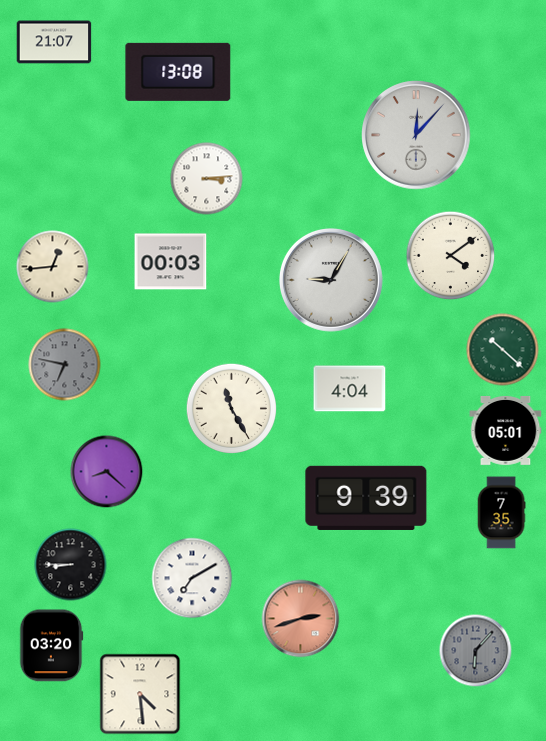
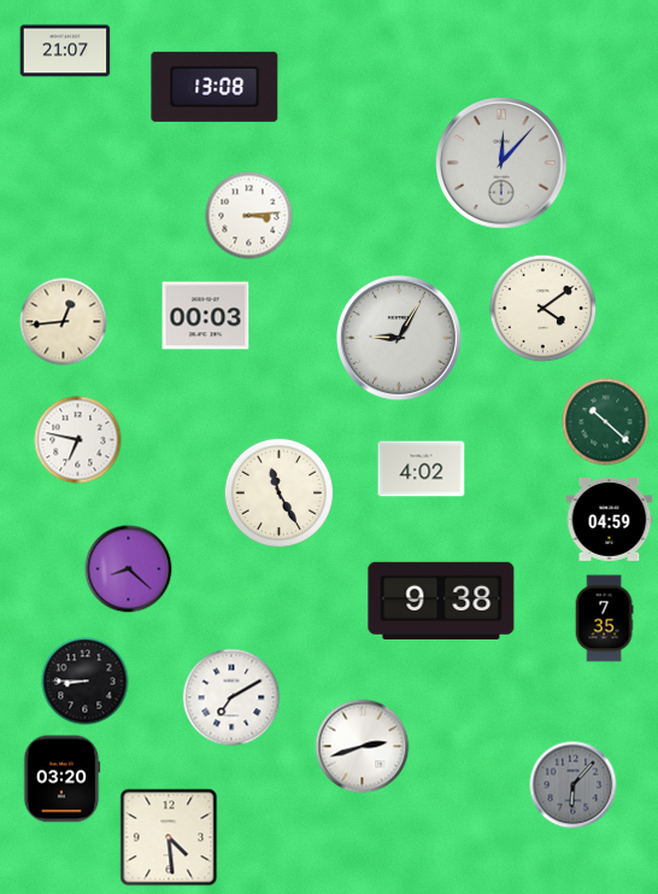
clock at (65, 365) dial: grey -> white
clock at (350, 389): 4:04 -> 4:02
clock at (506, 430): 05:01 -> 04:59
clock at (366, 498): 9:39 -> 9:38
clock at (301, 619) dial: salmon -> white
